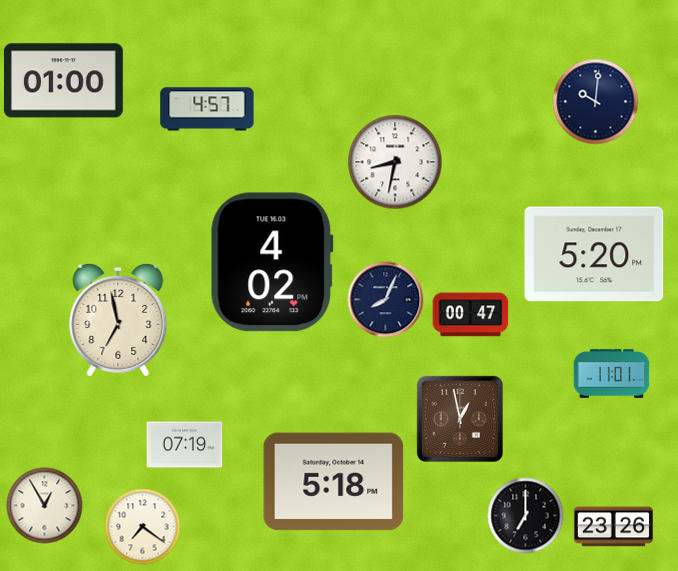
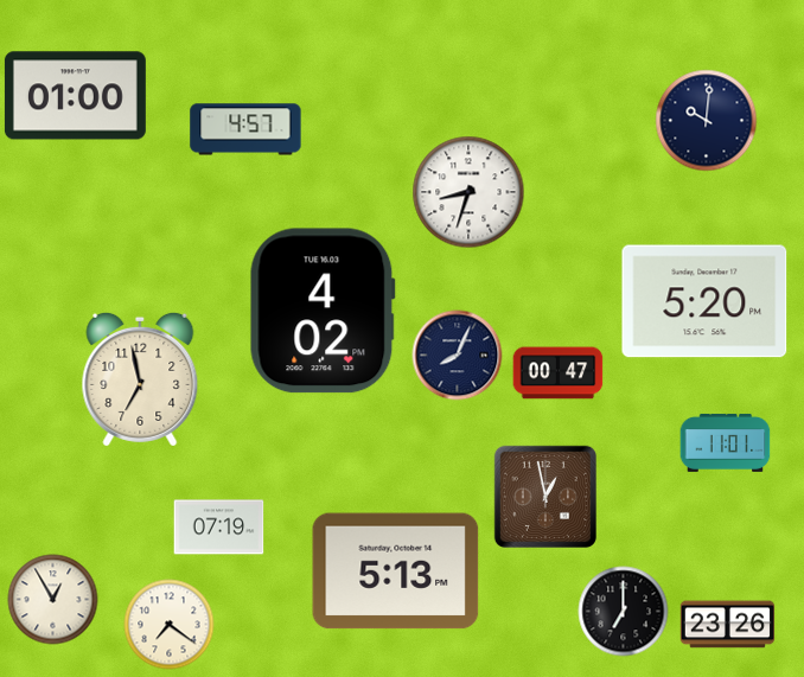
clock at (395, 162): 8:32 -> 8:33
clock at (334, 482): 5:18 -> 5:13
